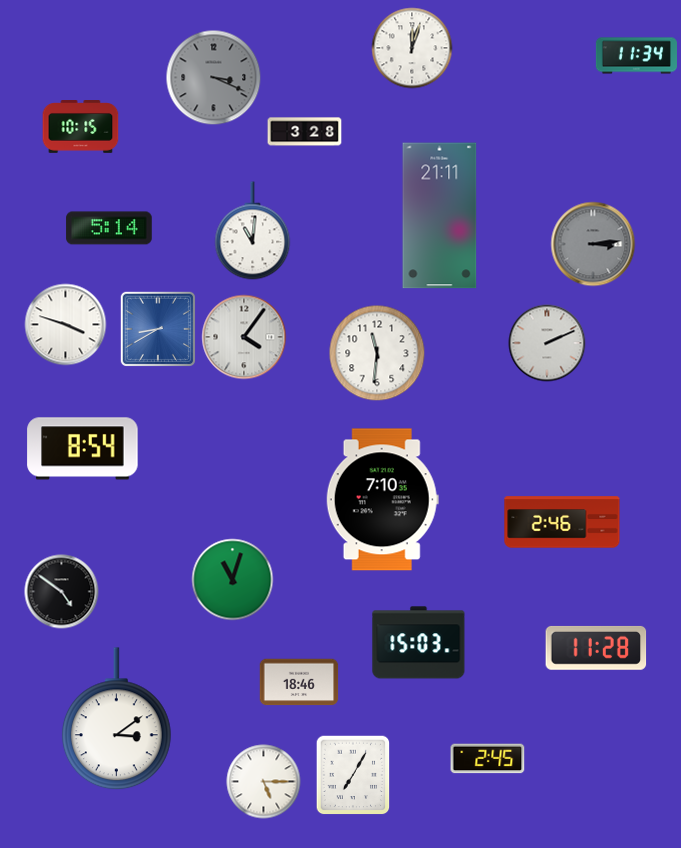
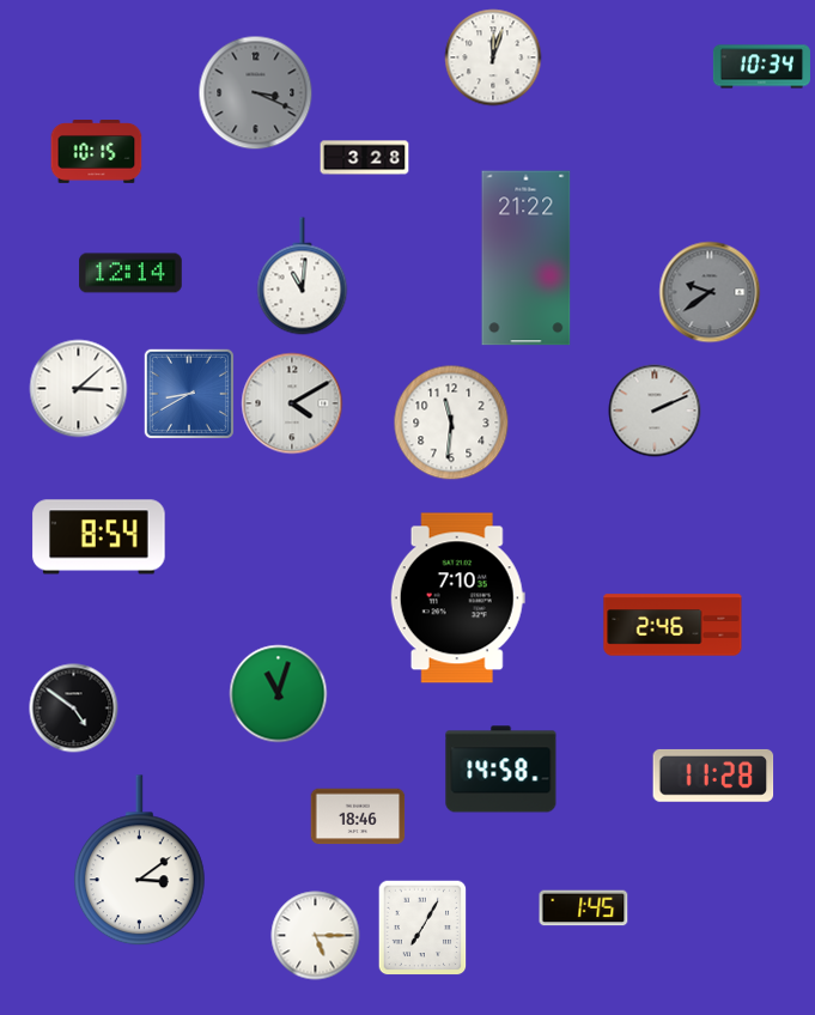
clock at (636, 56): 11:34 -> 10:34
clock at (440, 216): 21:11 -> 21:22
clock at (109, 228): 5:14 -> 12:14
clock at (593, 244): 3:14 -> 9:39
clock at (66, 325): 3:48 -> 3:08
clock at (244, 337): 4:06 -> 4:10
clock at (419, 643): 15:03 -> 14:58
clock at (488, 759): 2:45 -> 1:45
